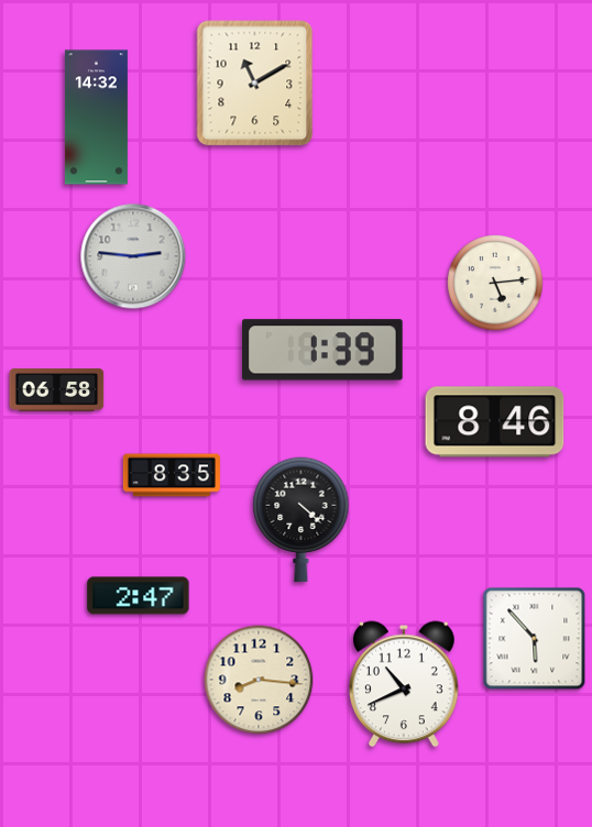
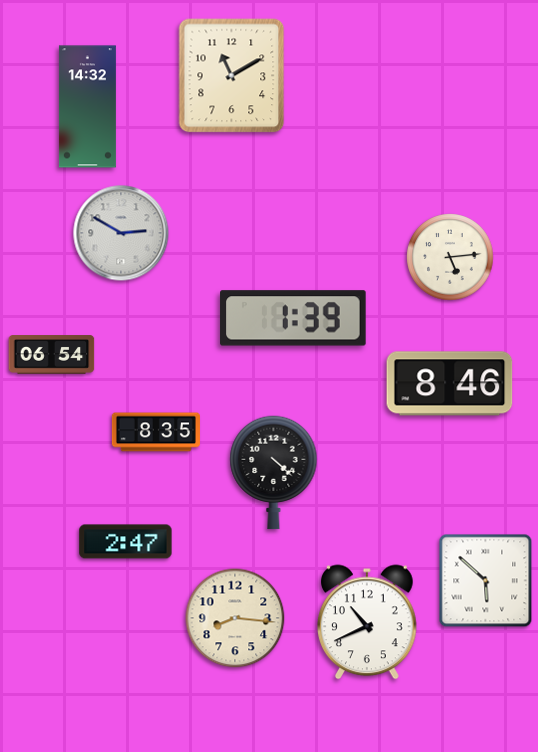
clock at (133, 256): 2:46 -> 2:50
clock at (57, 390): 06:58 -> 06:54
clock at (535, 639): 5:53 -> 5:52
